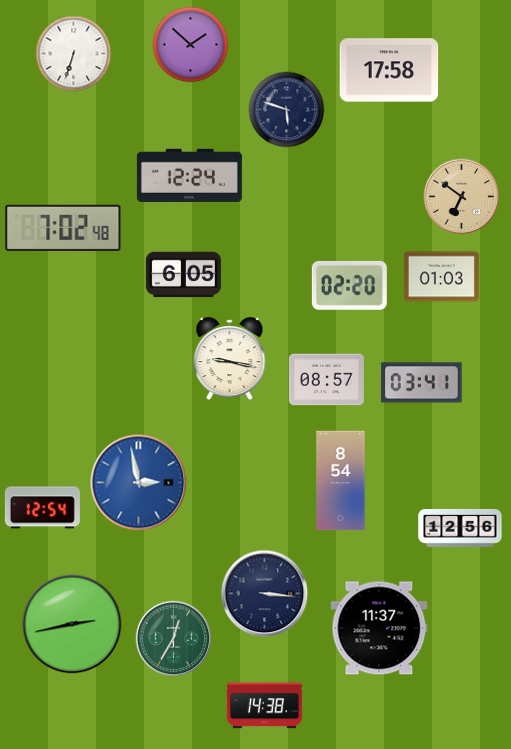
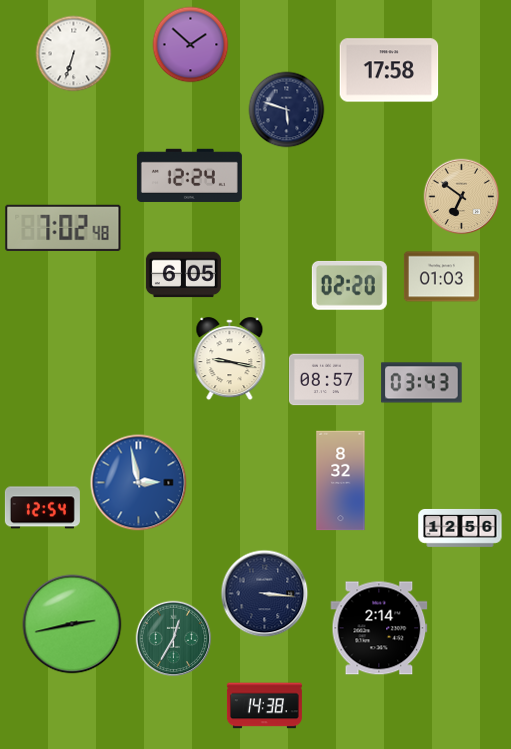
clock at (422, 383): 03:41 -> 03:43
clock at (341, 481): 8:54 -> 8:32
clock at (379, 628): 11:37 -> 2:14
